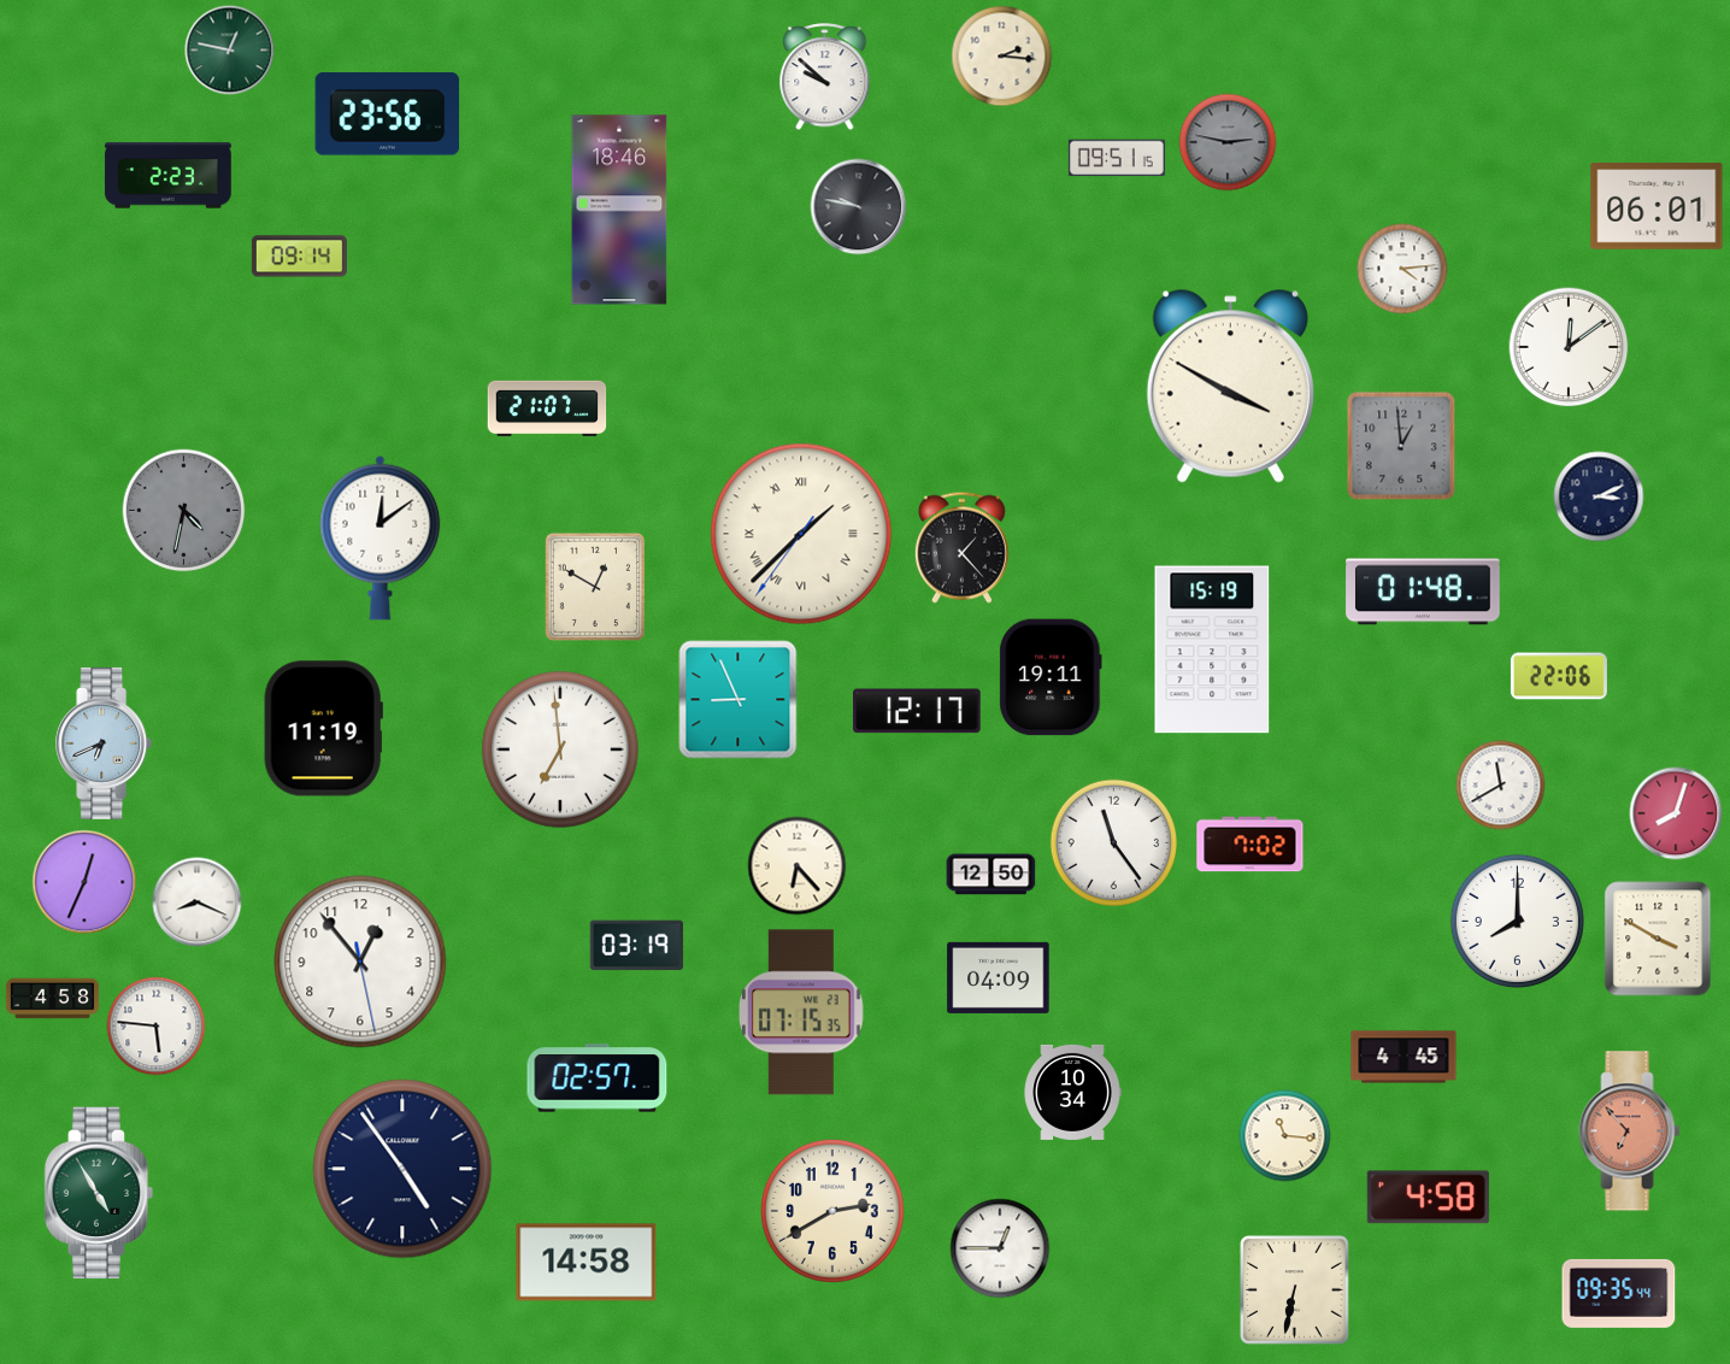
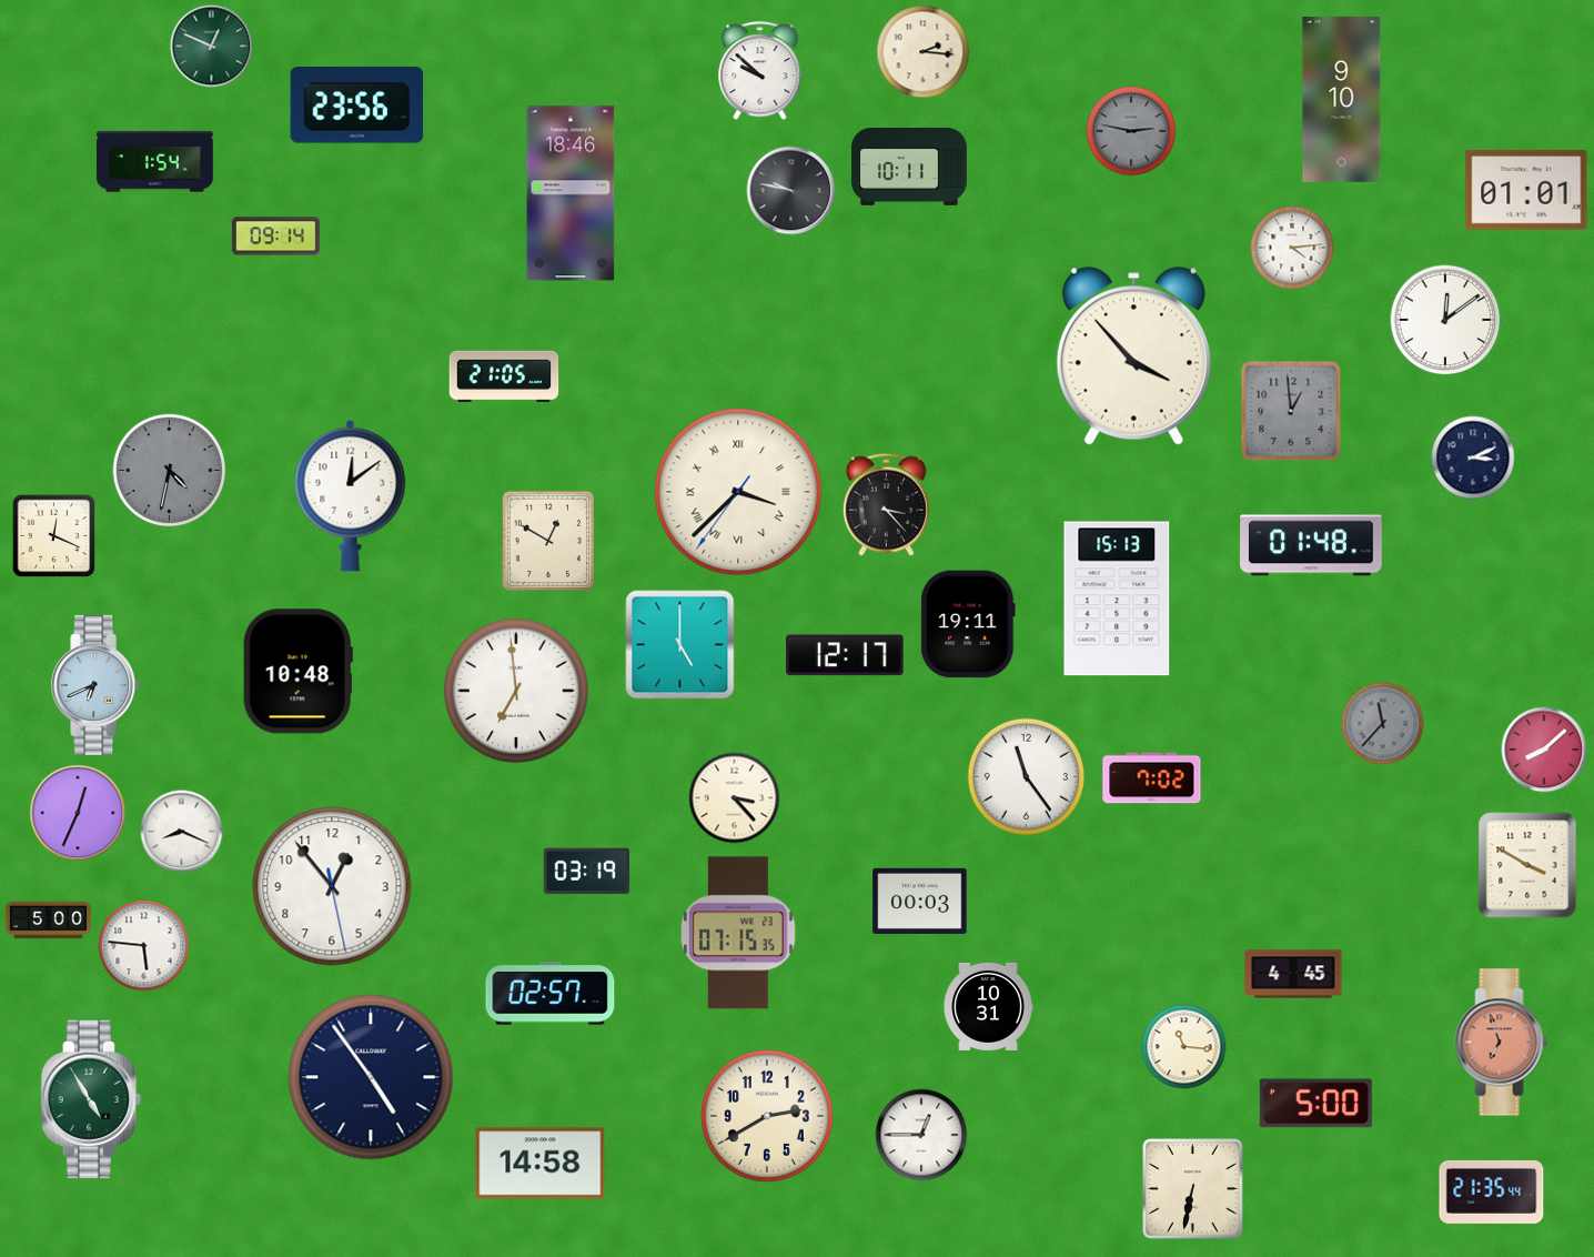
clock at (230, 51): 12:47 -> 12:49
clock at (1342, 99): none -> 9:10
clock at (1117, 158): 09:51 -> none
clock at (169, 176): 2:23 -> 1:54
clock at (910, 168): none -> 10:11
clock at (1657, 206): 06:01 -> 01:01
clock at (1230, 387): 3:50 -> 3:53
clock at (547, 407): 21:07 -> 21:05
clock at (801, 534): 1:37 -> 3:37
clock at (961, 547): 1:23 -> 3:23
clock at (54, 536): none -> 12:19
clock at (1212, 649): 15:19 -> 15:13
clock at (1559, 676): 22:06 -> none
clock at (739, 700): 8:56 -> 5:00
clock at (323, 729): 11:19 -> 10:48
clock at (1501, 786): 11:40 -> 11:37
clock at (1501, 786) dial: white -> grey
clock at (1676, 813): 8:03 -> 8:08
clock at (798, 866): 6:23 -> 3:23
clock at (991, 875): 12:50 -> none
clock at (1517, 921): 8:00 -> none
clock at (999, 977): 04:09 -> 00:03
clock at (53, 999): 4:58 -> 5:00
clock at (1072, 1092): 10:34 -> 10:31
clock at (1630, 1131): 6:53 -> 6:57
clock at (1428, 1198): 4:58 -> 5:00
clock at (1000, 1248) position: (1000, 1248) -> (921, 1135)
clock at (1619, 1293): 09:35 -> 21:35
